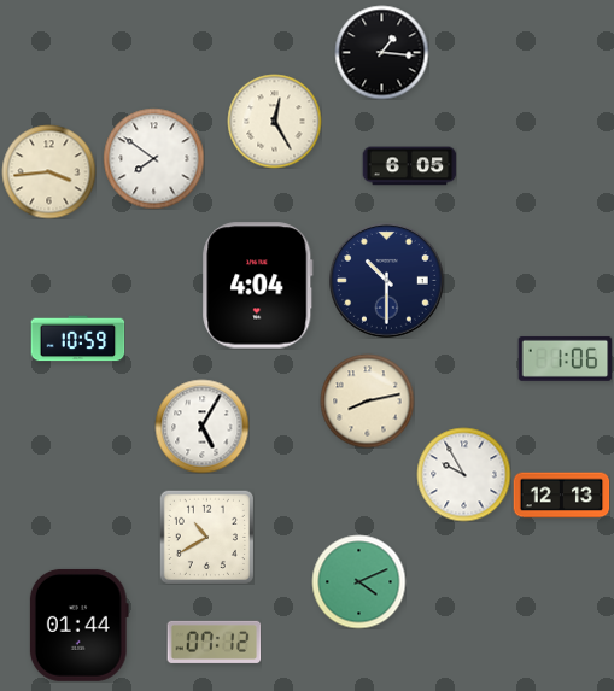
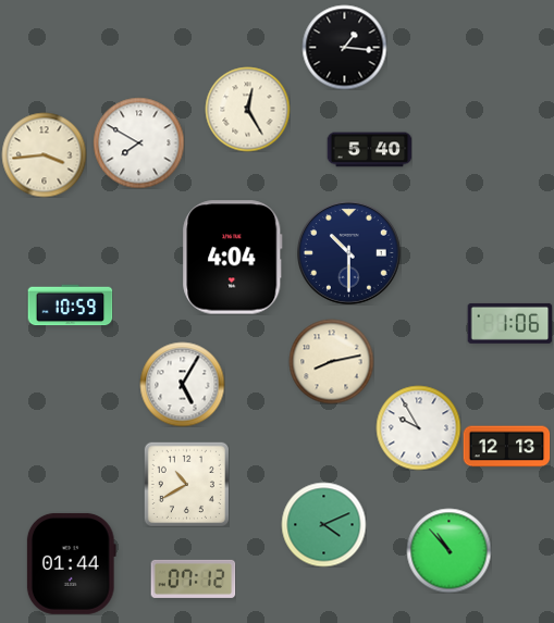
clock at (153, 158): 7:51 -> 7:50
clock at (409, 166): 6:05 -> 5:40
clock at (448, 550): none -> 10:53
